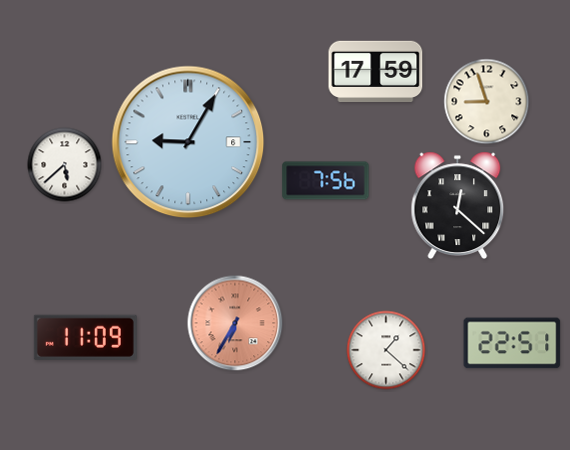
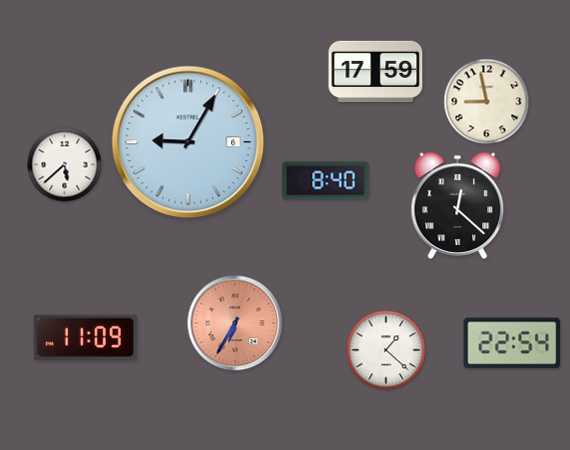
clock at (487, 102): 8:57 -> 8:58
clock at (326, 181): 7:56 -> 8:40
clock at (512, 343): 22:51 -> 22:54
